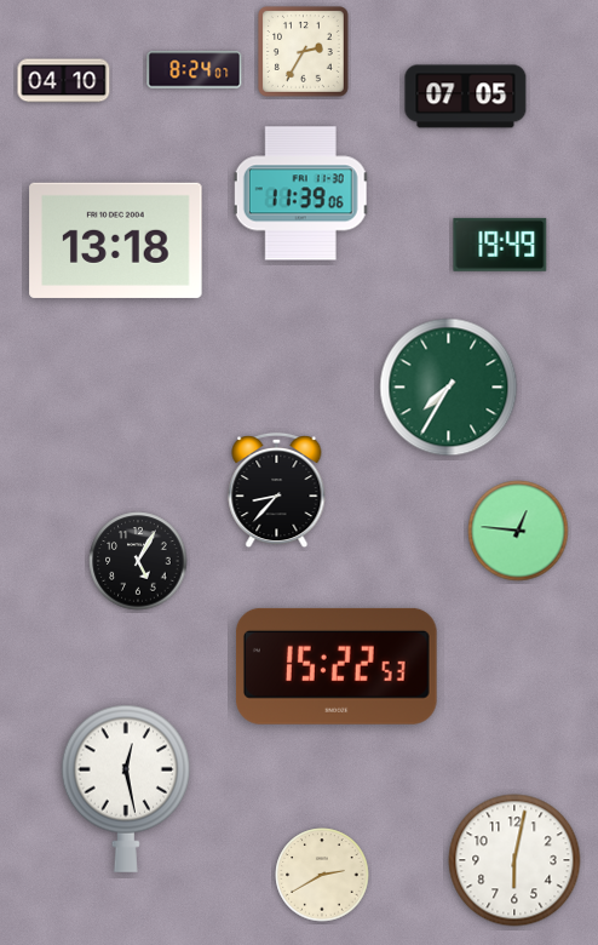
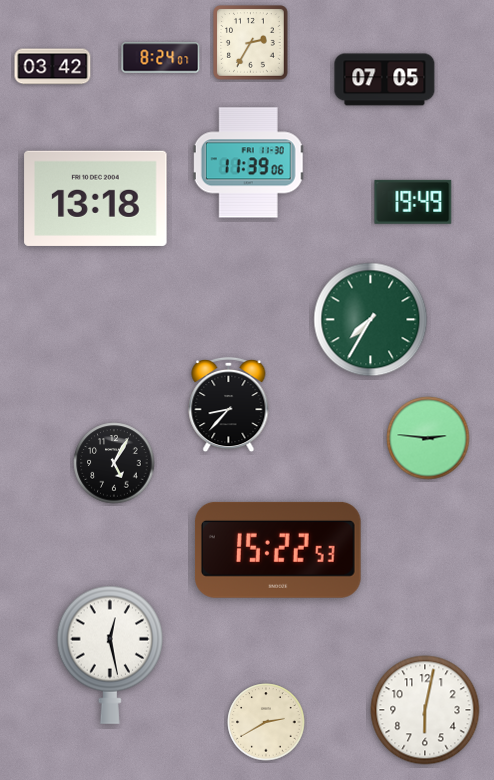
clock at (64, 81): 04:10 -> 03:42
clock at (301, 194) position: (301, 194) -> (249, 163)
clock at (518, 531): 12:46 -> 2:46
clock at (126, 789) position: (126, 789) -> (110, 655)
